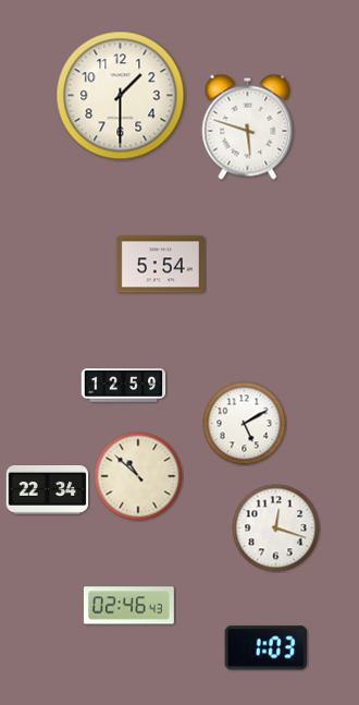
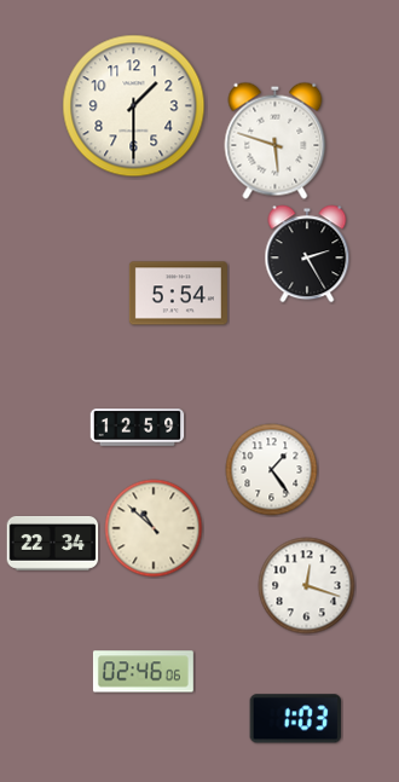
clock at (307, 254): none -> 2:25
clock at (245, 424): 5:10 -> 1:24
clock at (128, 606): 02:46:43 -> 02:46:06
